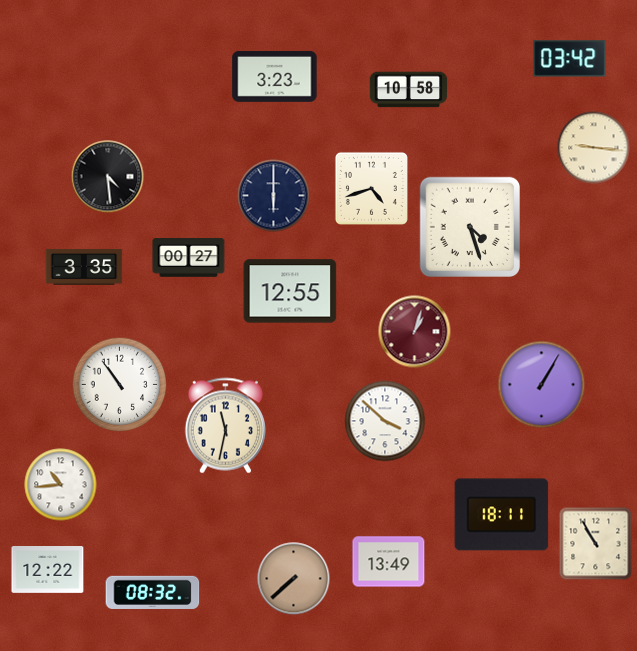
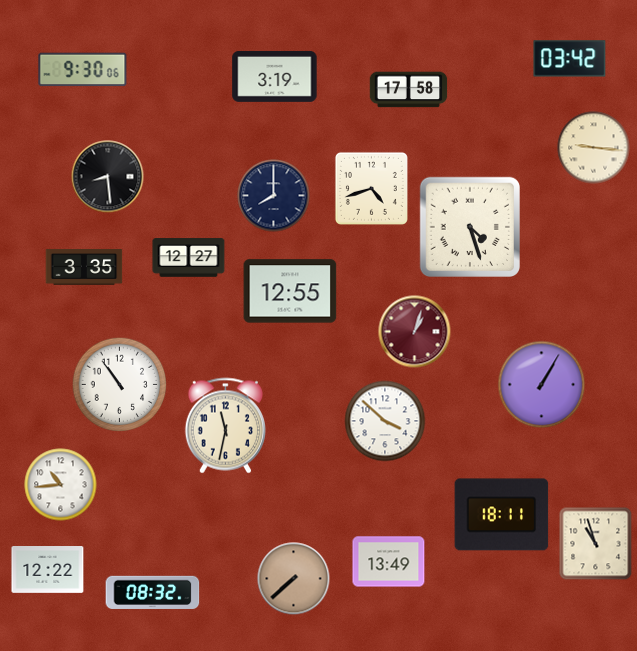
clock at (83, 70): none -> 9:30
clock at (275, 76): 3:23 -> 3:19
clock at (409, 90): 10:58 -> 17:58
clock at (108, 177): 4:29 -> 8:29
clock at (274, 196): 6:00 -> 8:00
clock at (189, 258): 00:27 -> 12:27
clock at (596, 544): 10:55 -> 10:57
